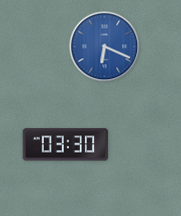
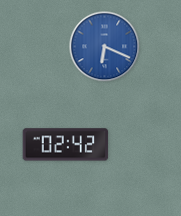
clock at (66, 145): 03:30 -> 02:42
